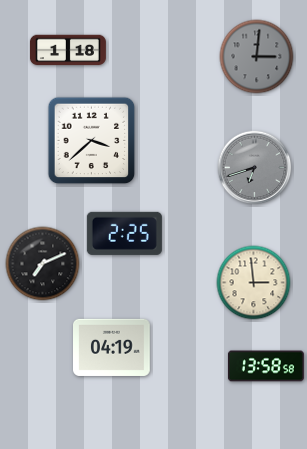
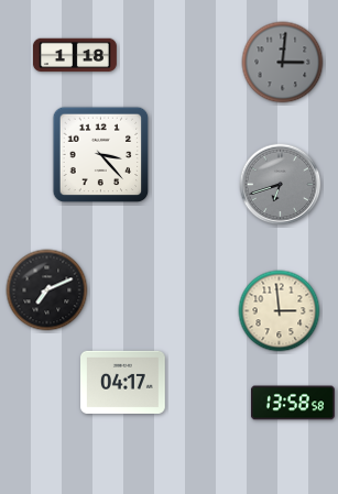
clock at (92, 141): 3:38 -> 3:23
clock at (124, 233): 2:25 -> none
clock at (112, 347): 04:19 -> 04:17
